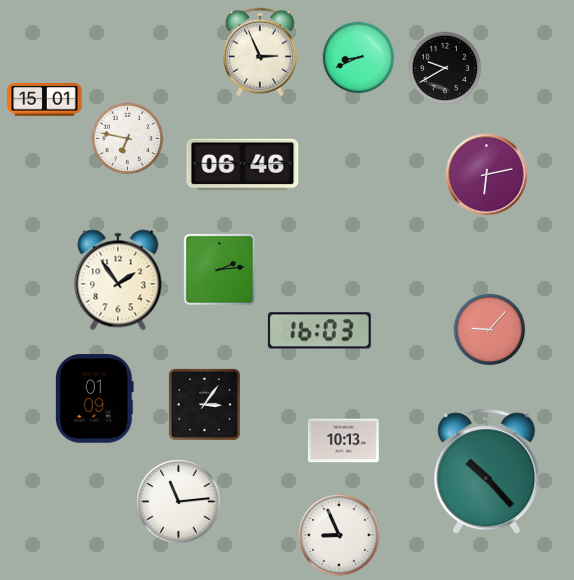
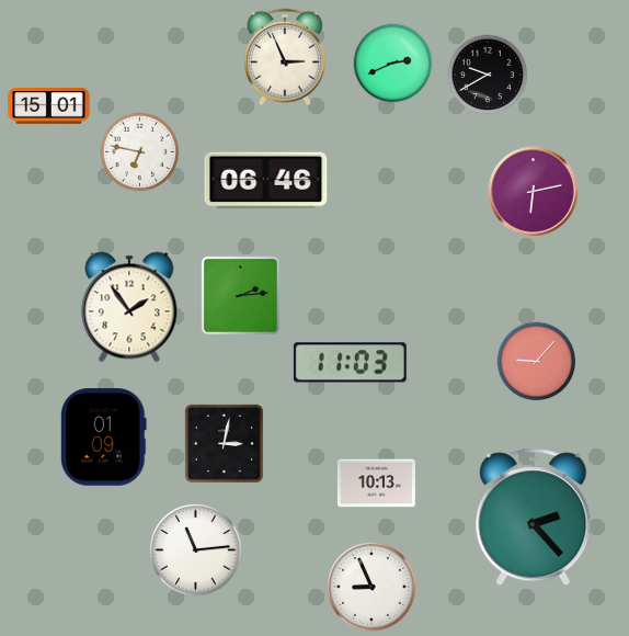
clock at (359, 58): 8:41 -> 2:41
clock at (45, 100) position: (45, 100) -> (49, 106)
clock at (319, 331): 16:03 -> 11:03
clock at (204, 404): 3:06 -> 3:02
clock at (487, 472): 10:23 -> 2:23
